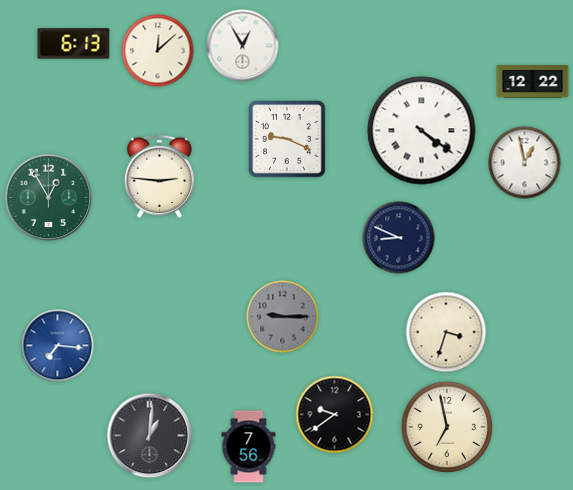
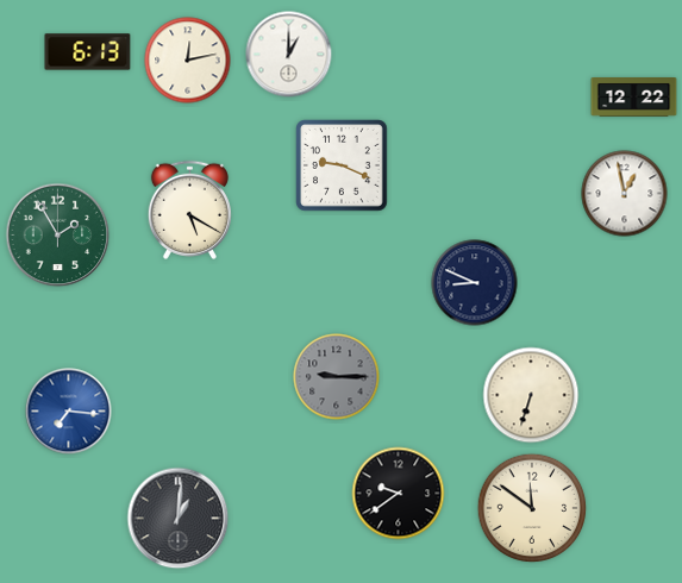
clock at (243, 46): 12:55 -> 1:00
clock at (158, 51): 12:08 -> 12:13
clock at (422, 131): 4:21 -> none
clock at (159, 176): 2:46 -> 5:20
clock at (49, 198): 12:55 -> 1:55
clock at (446, 332): 3:33 -> 6:33
clock at (447, 427): 6:58 -> 11:51
clock at (249, 447): 7:56 -> none
